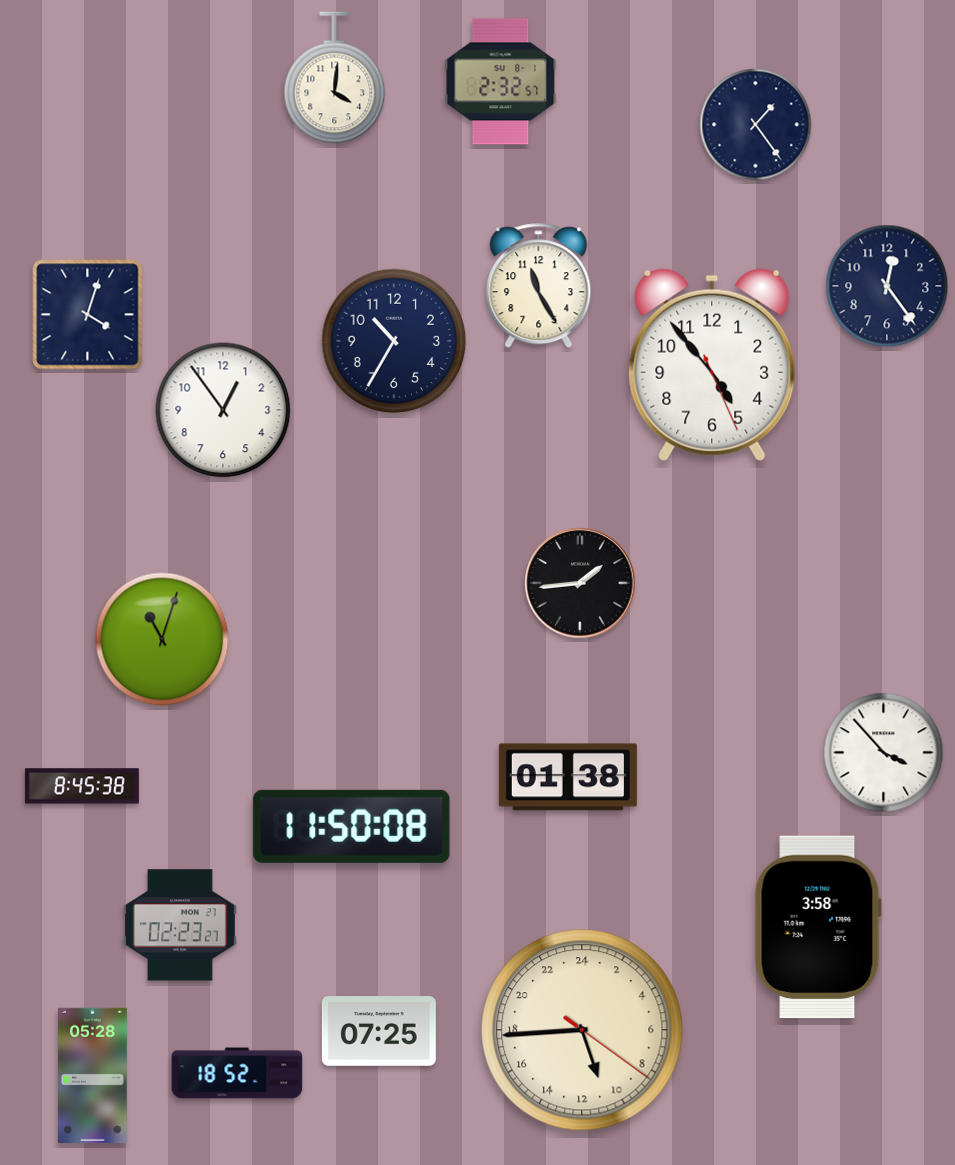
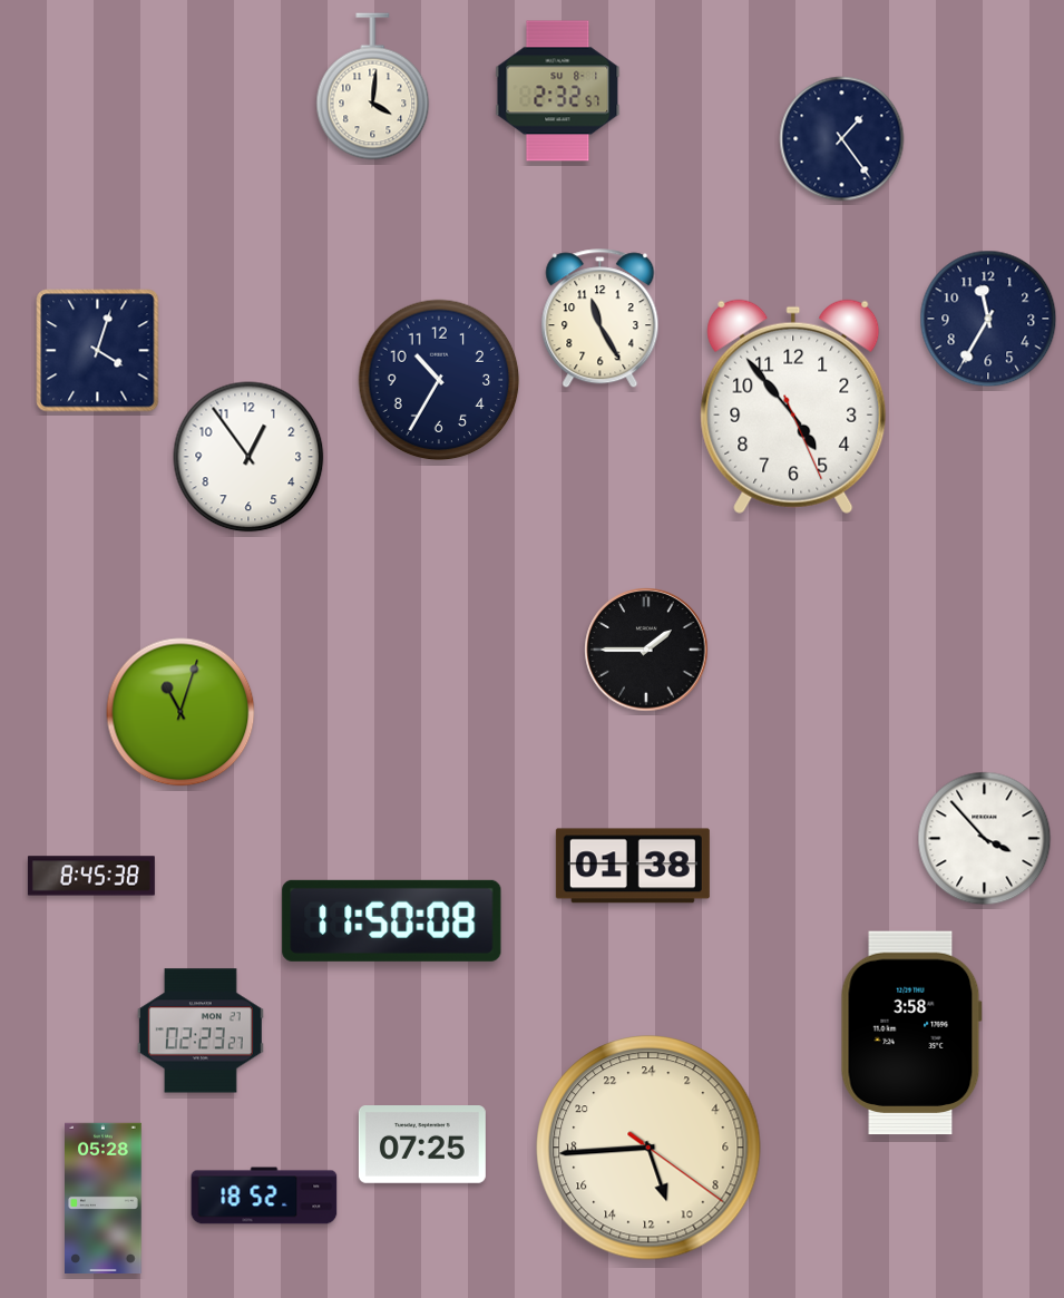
clock at (887, 286): 12:24 -> 11:35
clock at (580, 583): 1:44 -> 1:45
clock at (379, 1032) position: (379, 1032) -> (422, 1145)
